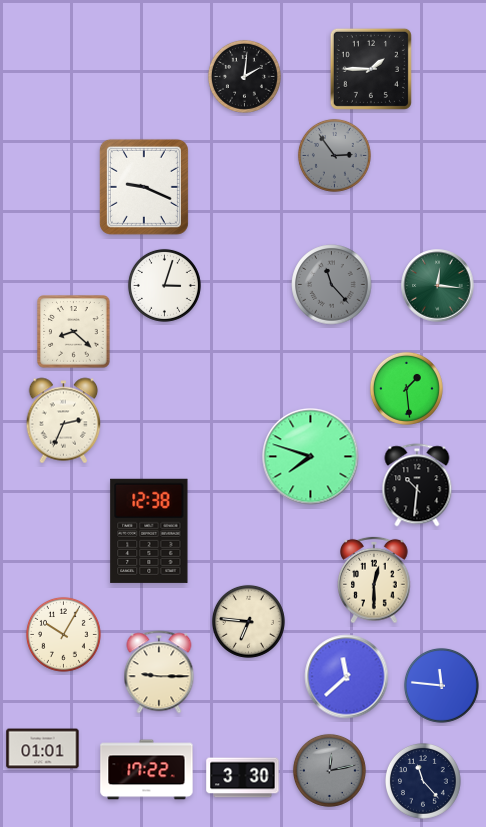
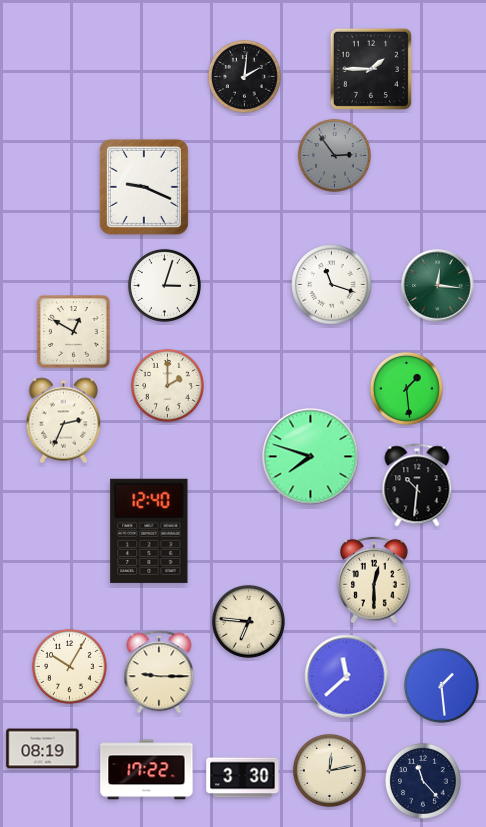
clock at (332, 285): 11:23 -> 11:18
clock at (332, 285) dial: grey -> white
clock at (74, 332): 8:22 -> 12:50
clock at (167, 385): none -> 2:00
clock at (149, 531): 12:38 -> 12:40
clock at (63, 634) position: (63, 634) -> (69, 666)
clock at (441, 685): 11:46 -> 1:29
clock at (43, 749): 01:01 -> 08:19
clock at (329, 770) dial: grey -> cream
